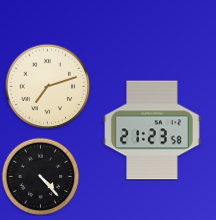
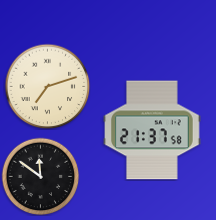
clock at (152, 130): 21:23 -> 21:37
clock at (40, 176): 4:23 -> 11:51
